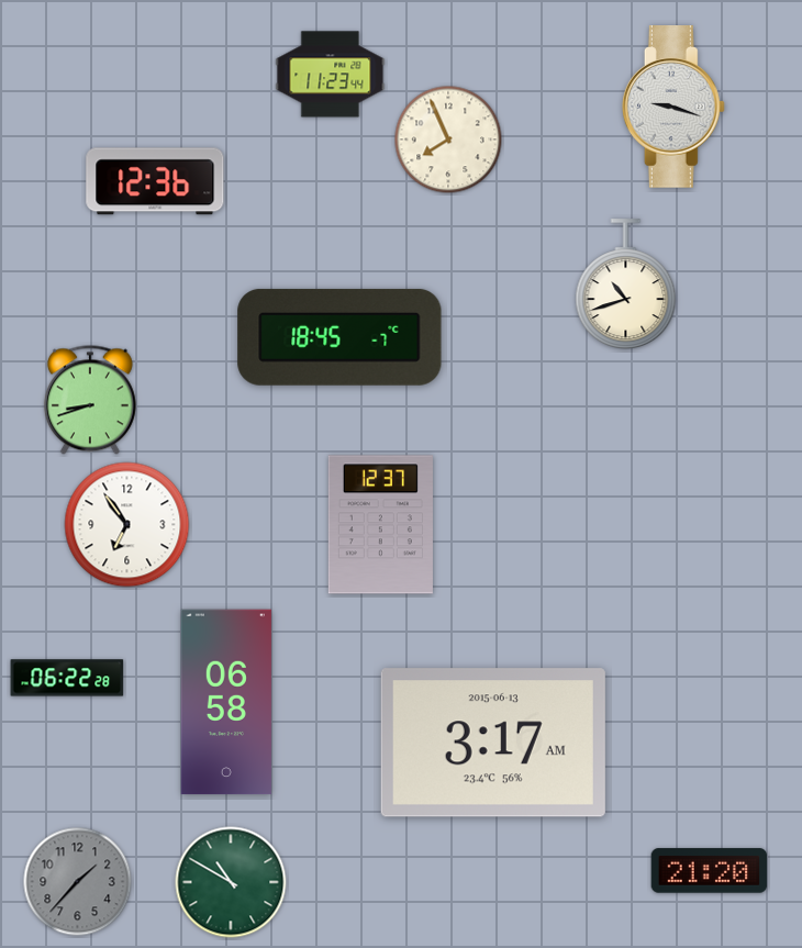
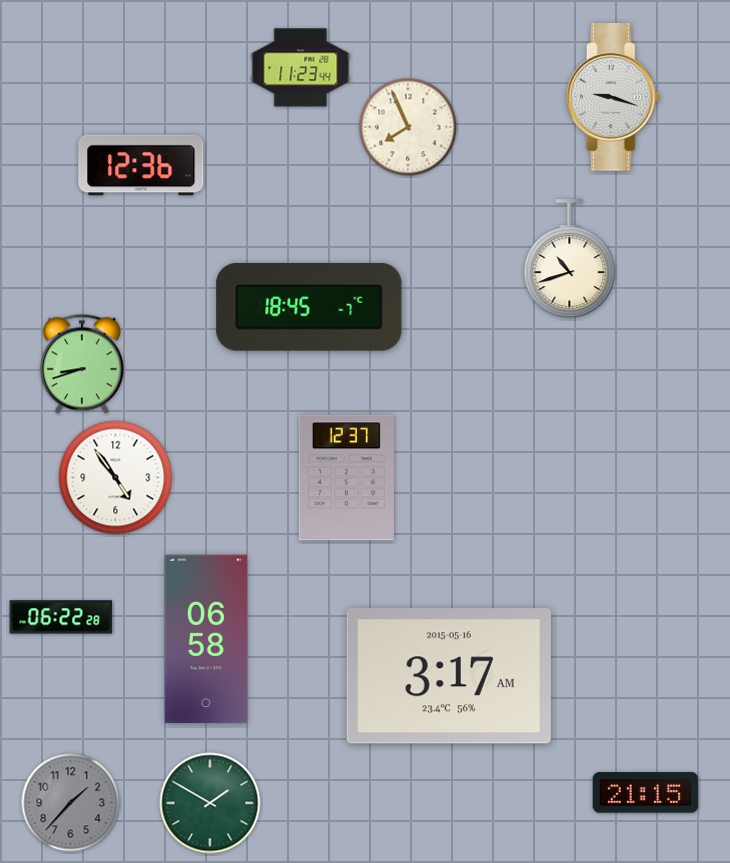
clock at (127, 525): 6:54 -> 4:54
clock at (493, 743) date: 2015-06-13 -> 2015-05-16
clock at (710, 871): 21:20 -> 21:15
clock at (231, 882): 10:50 -> 1:50
